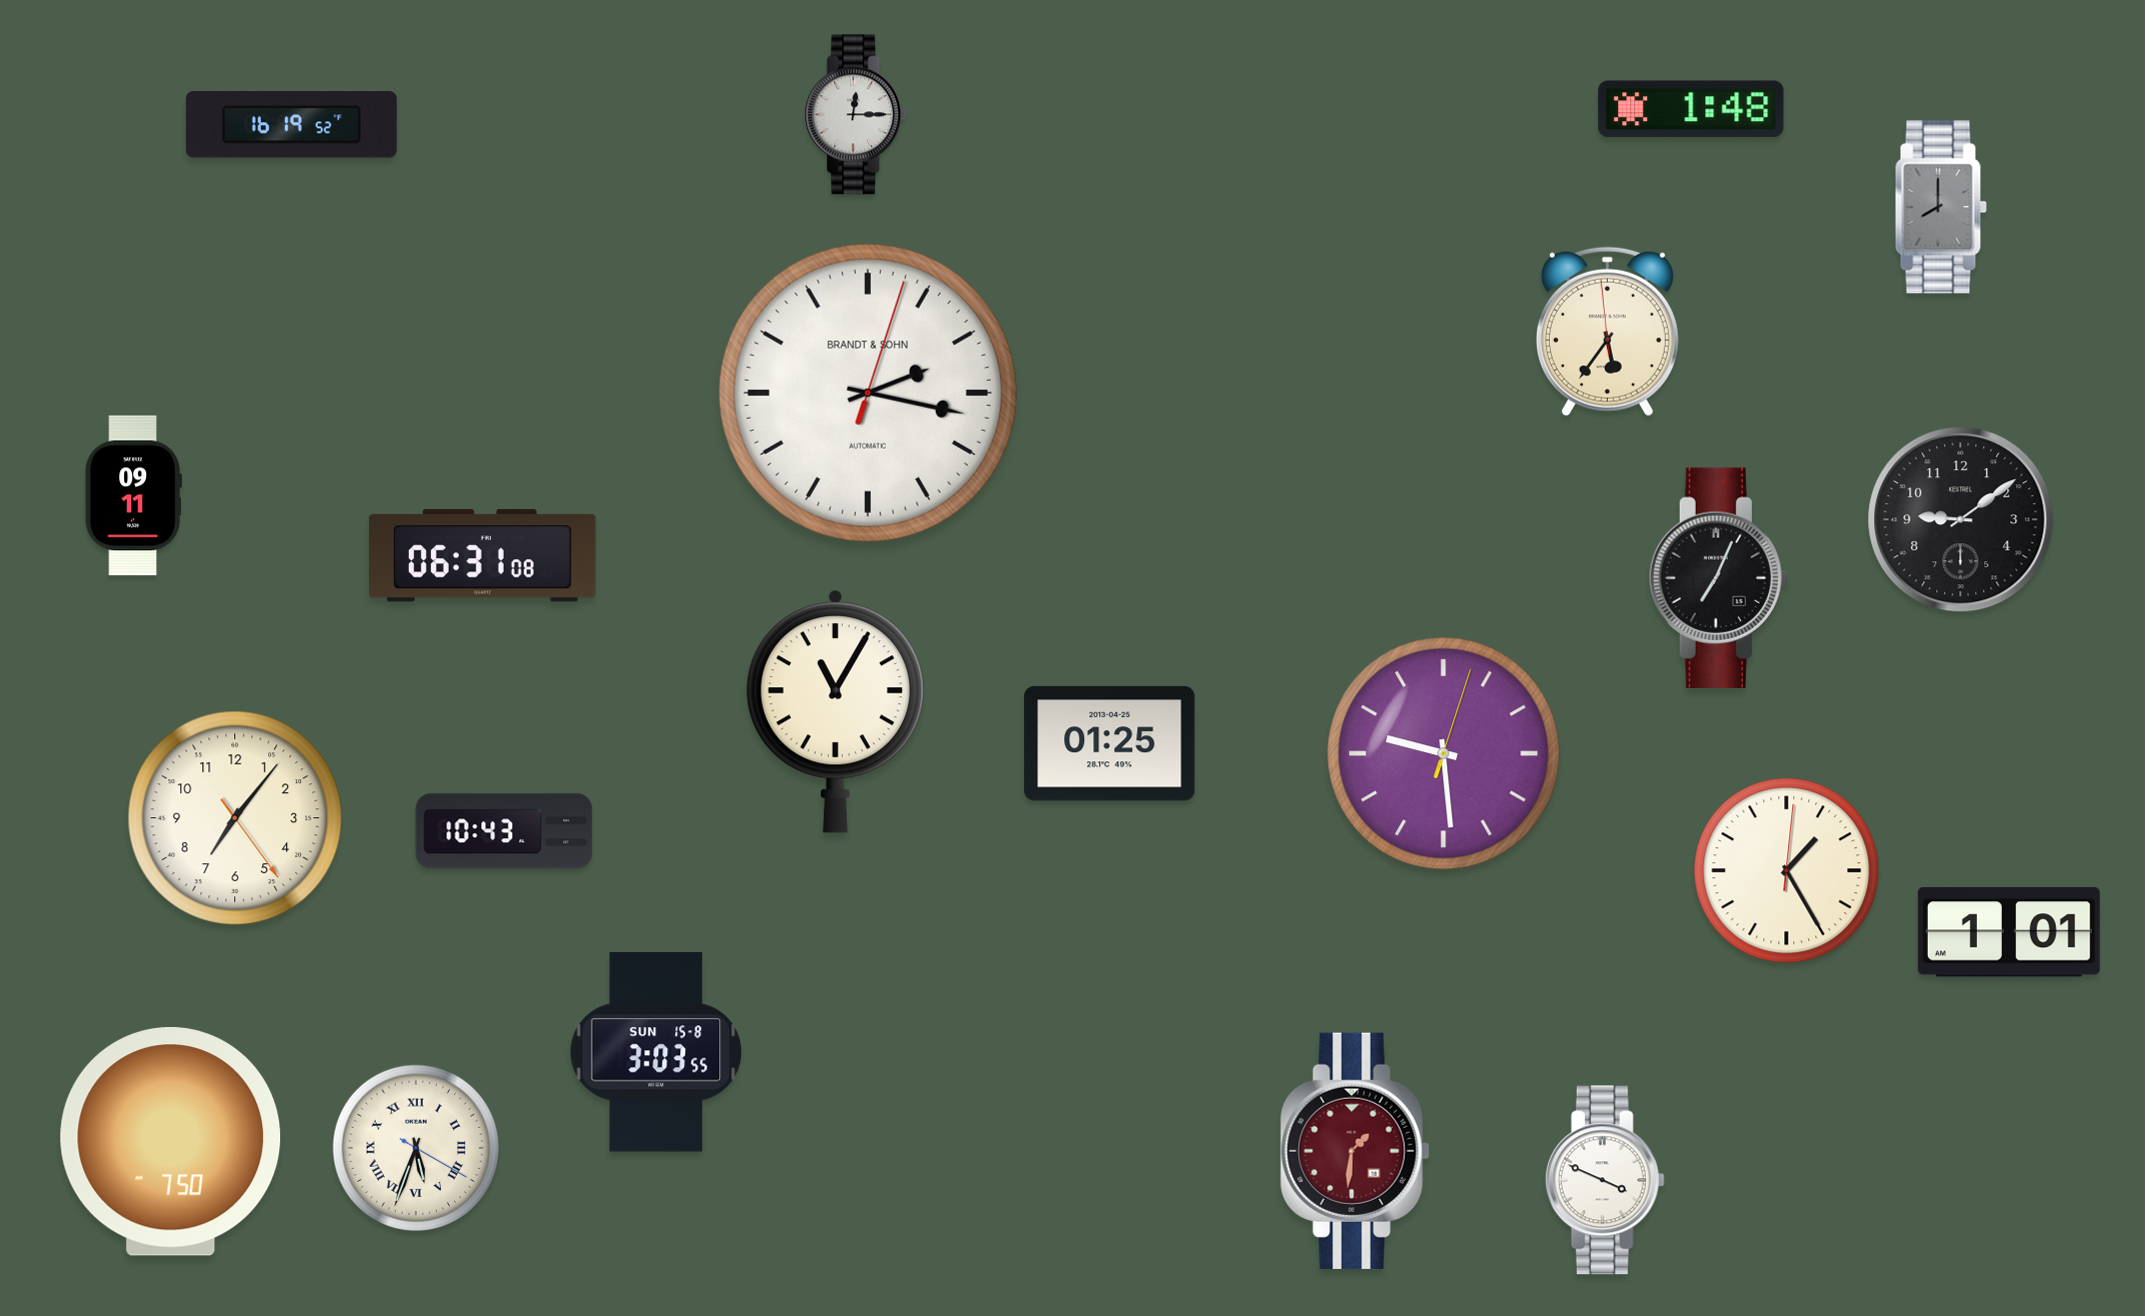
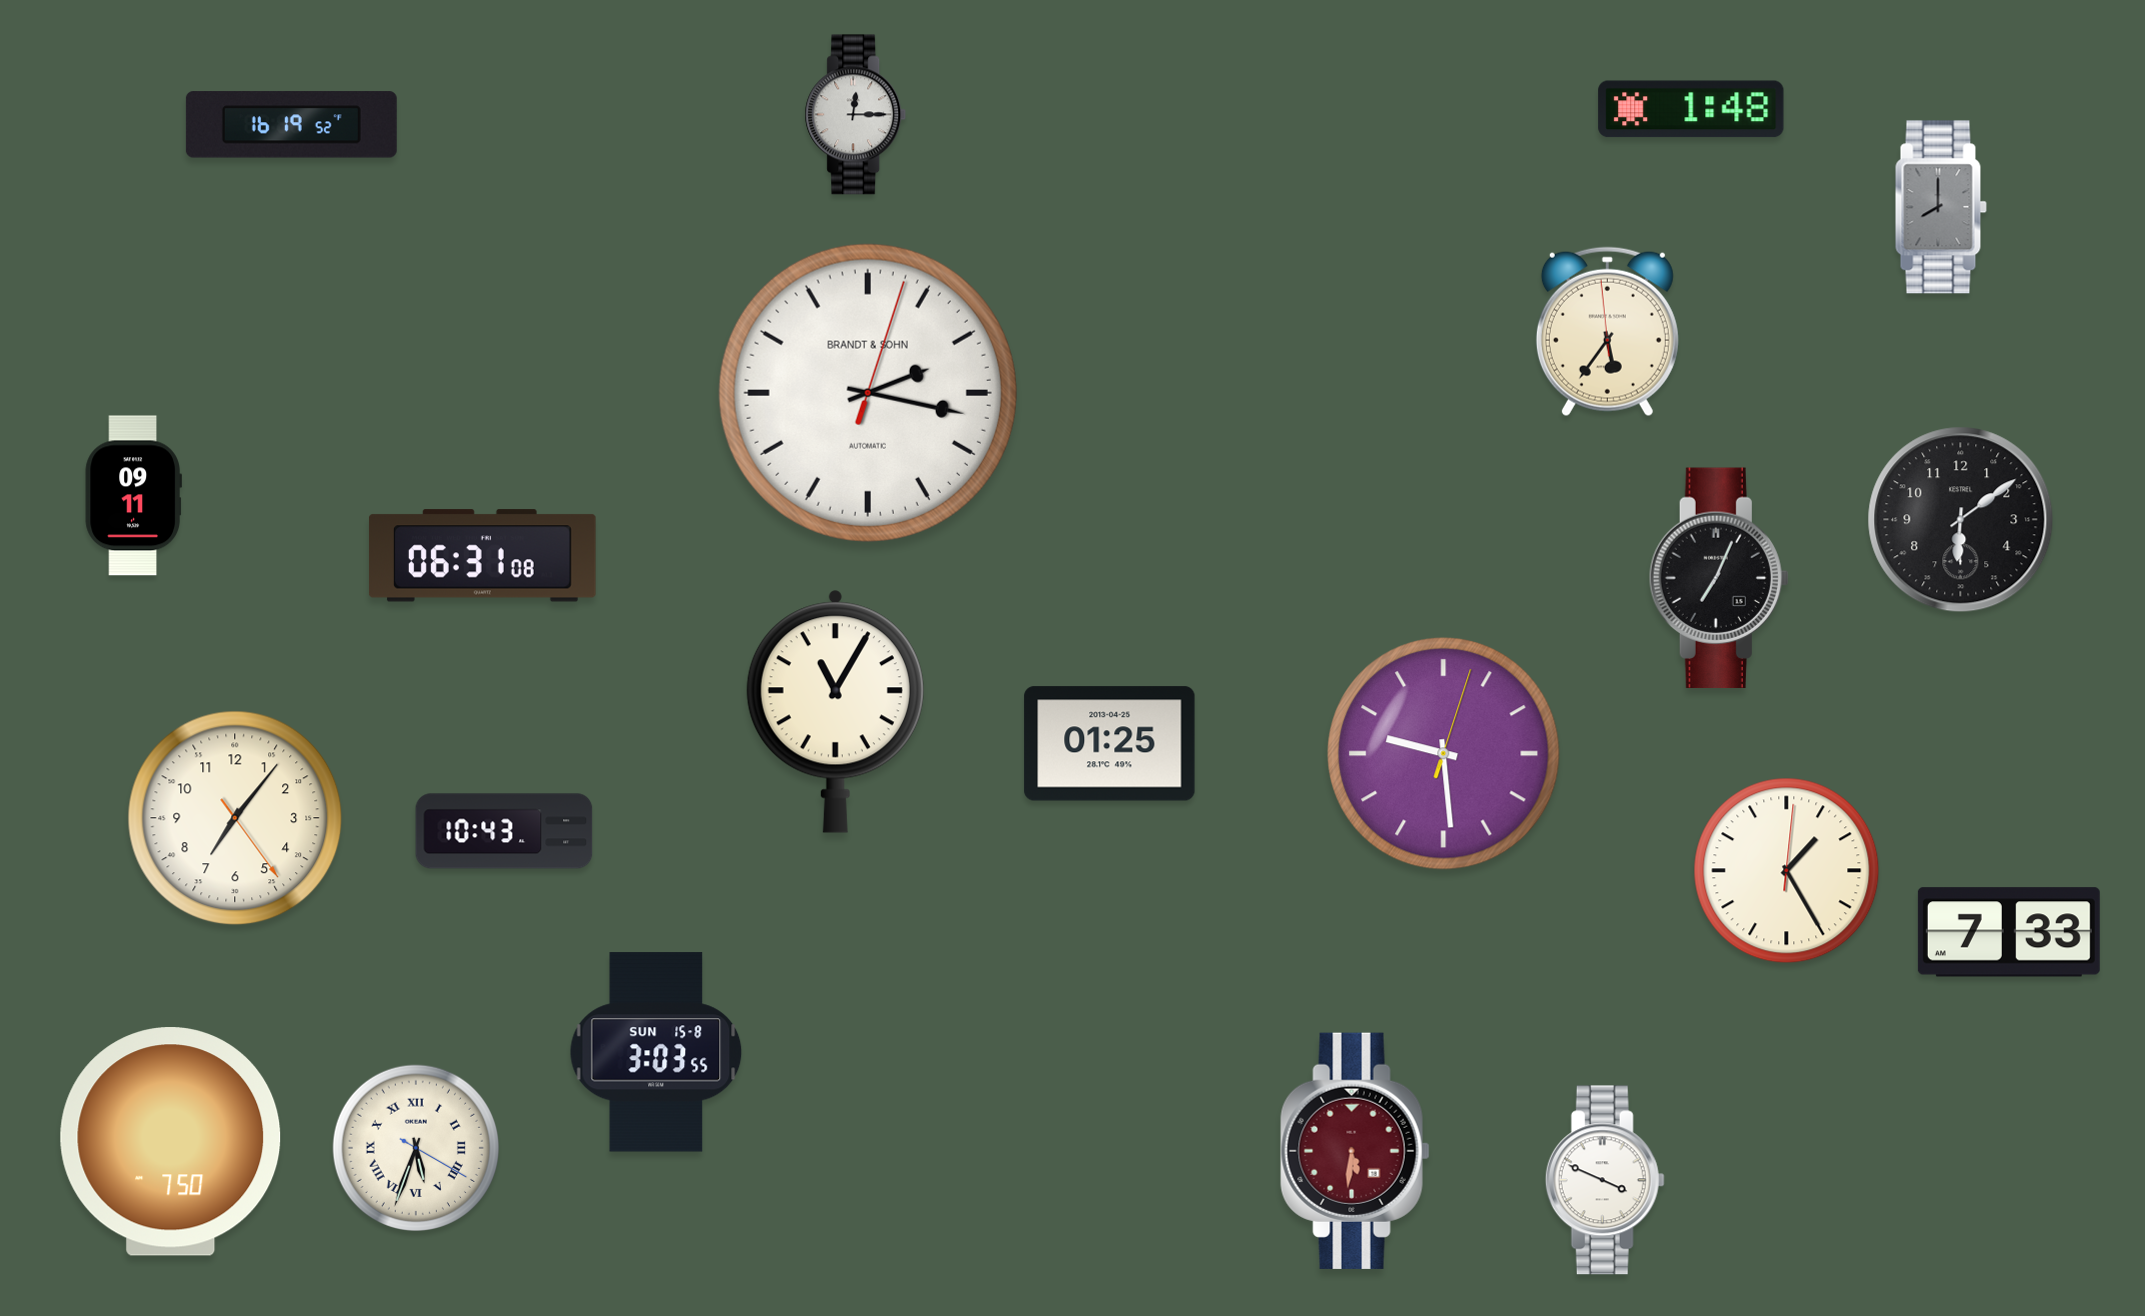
clock at (1961, 520): 9:09 -> 6:09
clock at (2009, 932): 1:01 -> 7:33
clock at (1355, 1151): 1:31 -> 5:31
